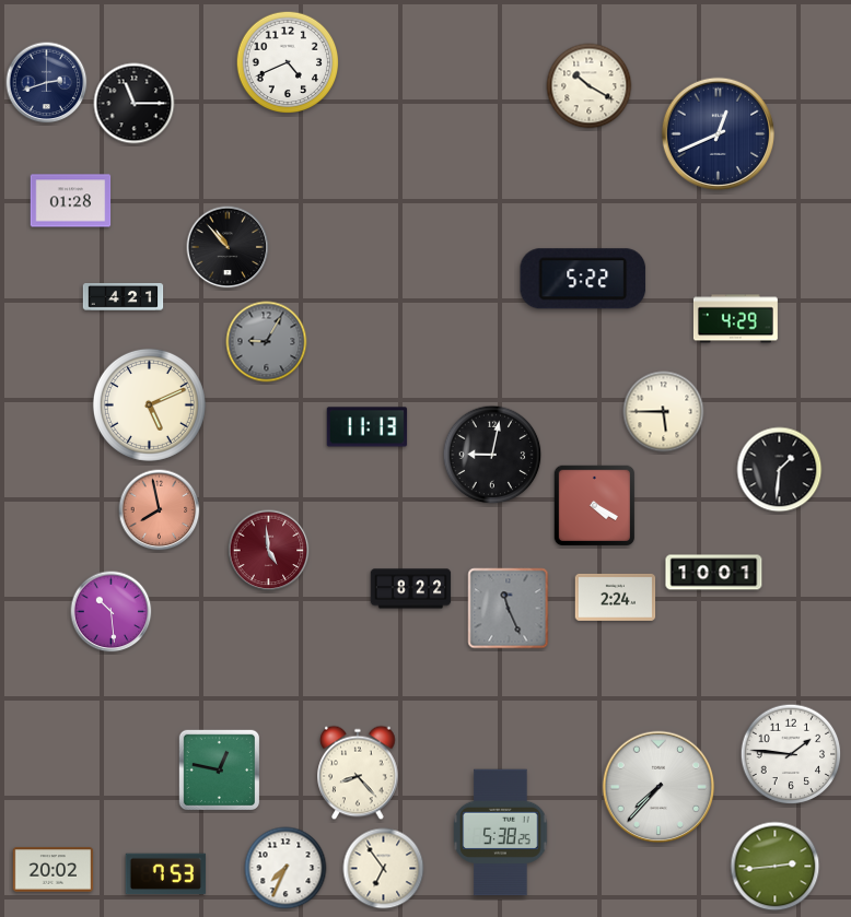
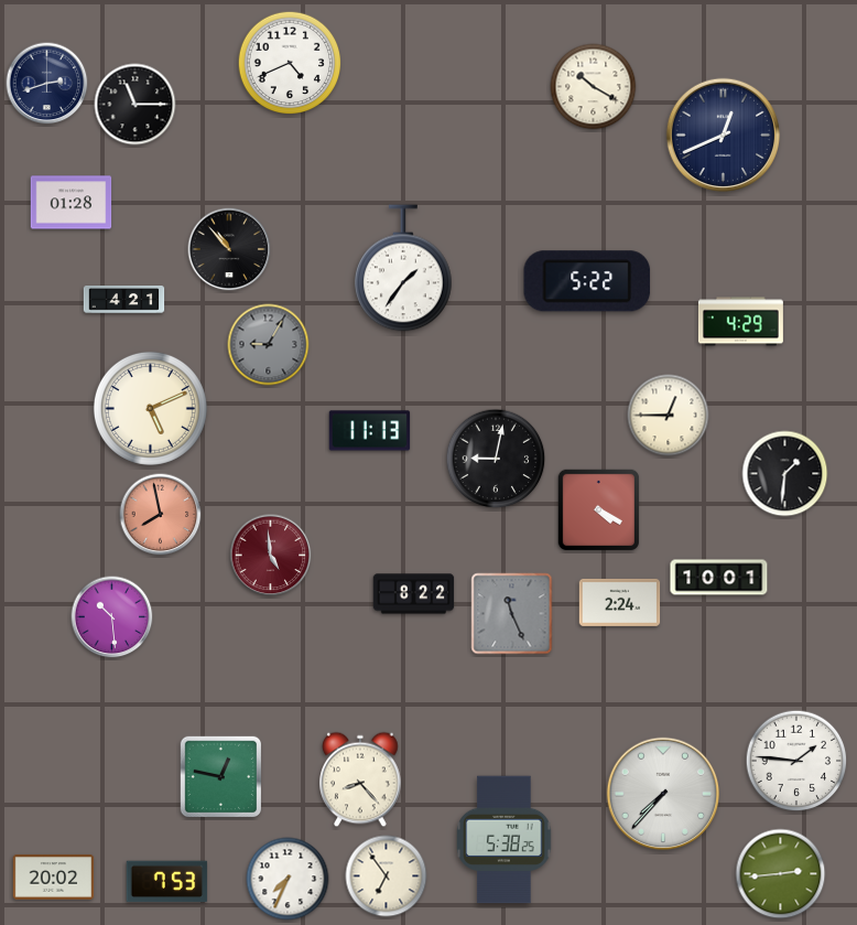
clock at (403, 268): none -> 1:36
clock at (664, 412): 5:45 -> 12:45
clock at (285, 868) position: (285, 868) -> (288, 879)
